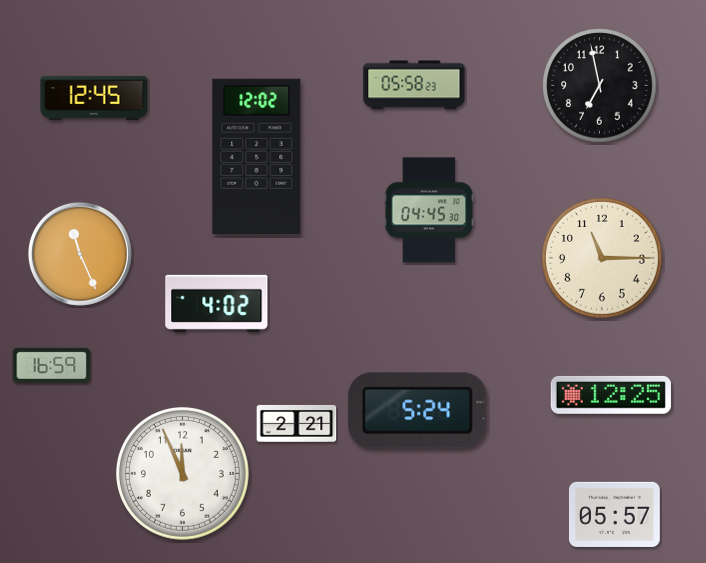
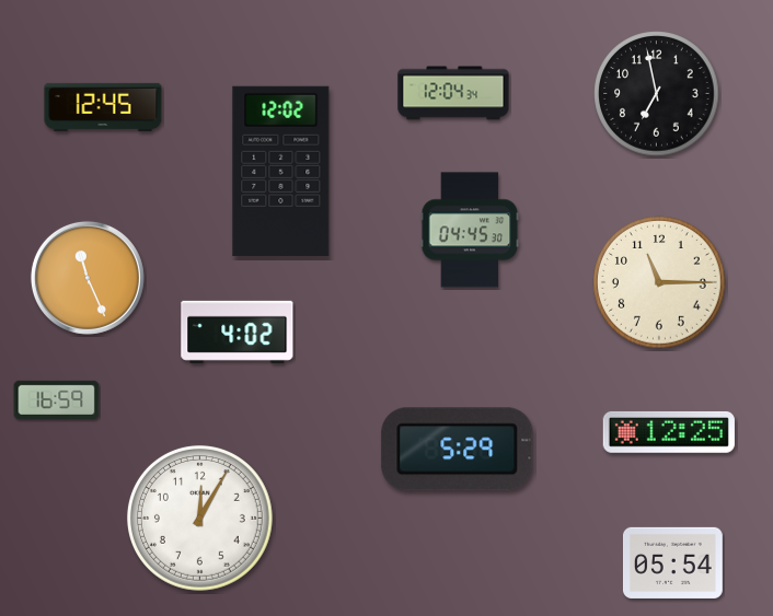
clock at (414, 85): 05:58 -> 12:04
clock at (418, 411): 5:24 -> 5:29
clock at (297, 423): 2:21 -> none
clock at (182, 473): 11:56 -> 12:05
clock at (614, 514): 05:57 -> 05:54
